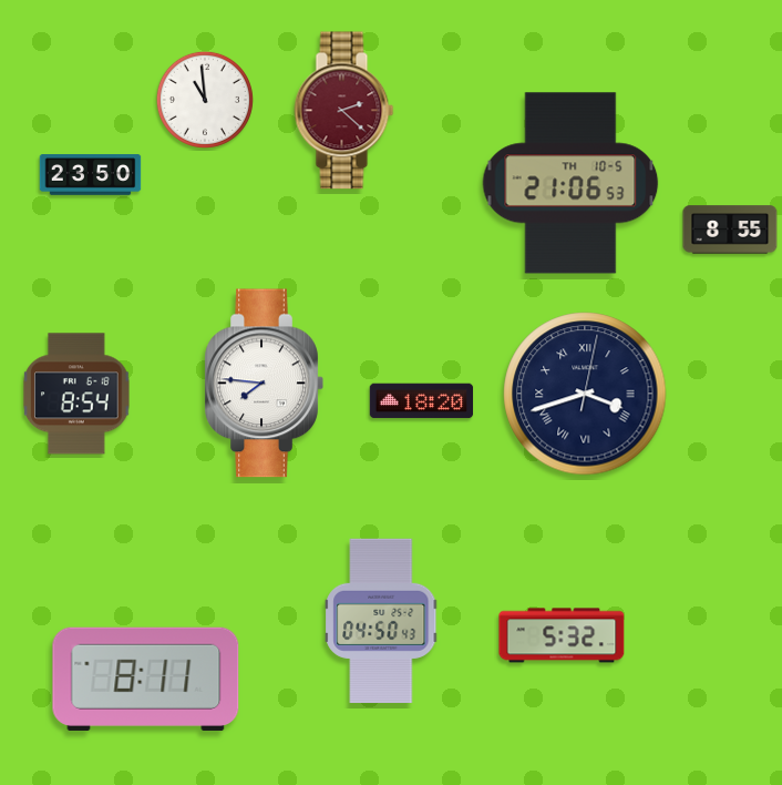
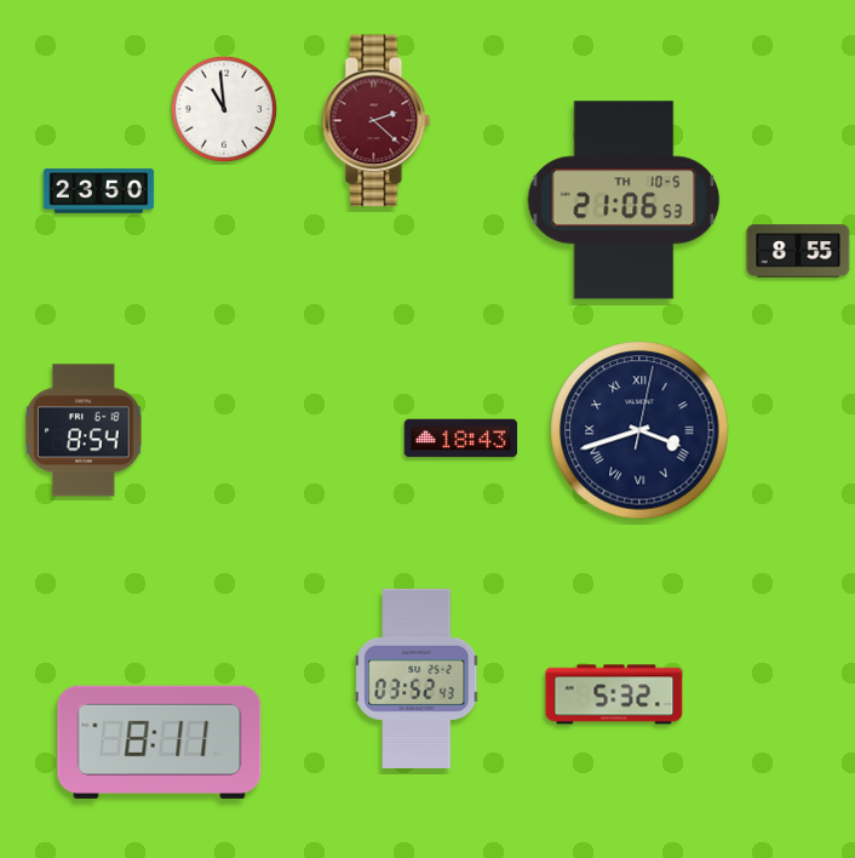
clock at (264, 384): 7:46 -> none
clock at (422, 401): 18:20 -> 18:43
clock at (382, 620): 04:50 -> 03:52
